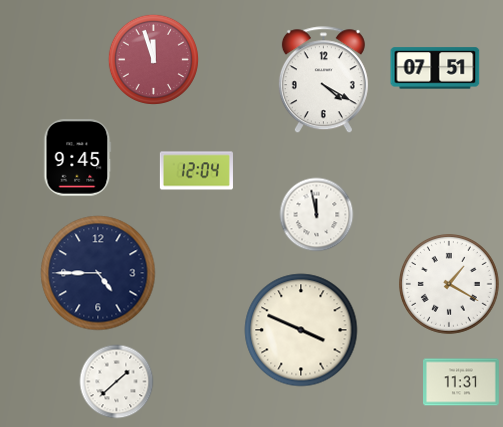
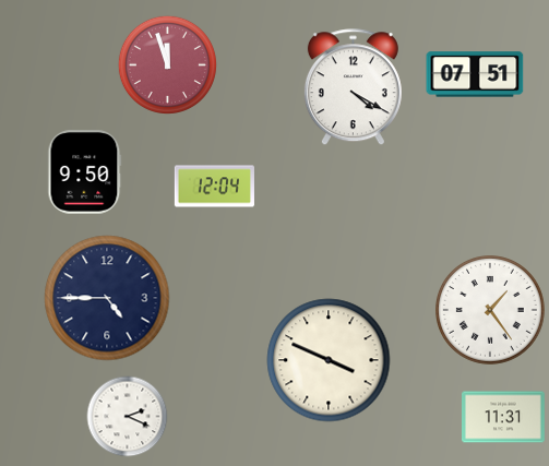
clock at (78, 158): 9:45 -> 9:50
clock at (317, 215): 11:58 -> none
clock at (450, 285): 1:20 -> 1:24
clock at (117, 382): 1:38 -> 2:19
